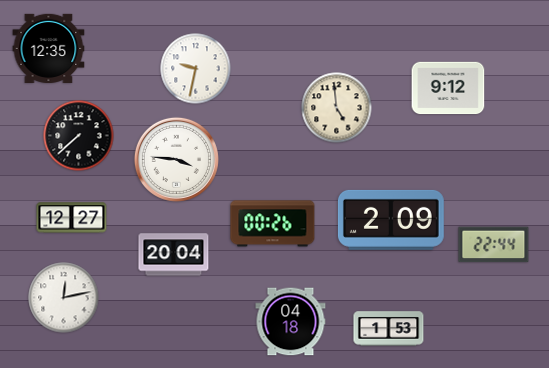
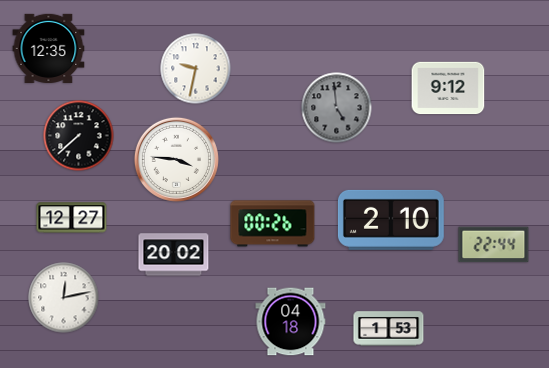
clock at (337, 108) dial: cream -> grey
clock at (391, 220): 2:09 -> 2:10
clock at (174, 255): 20:04 -> 20:02
